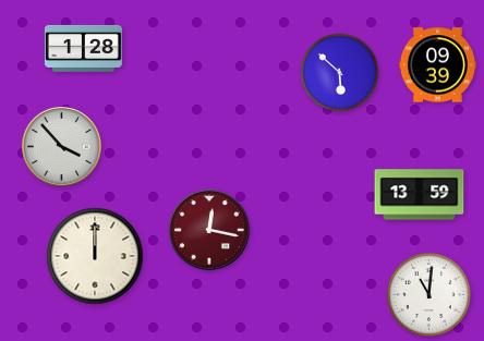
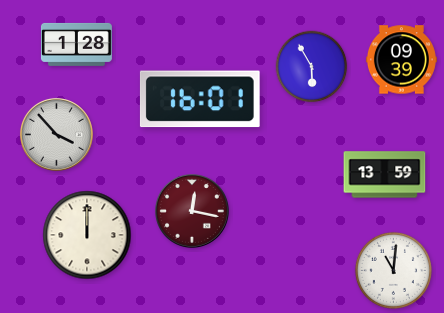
clock at (340, 73): 5:52 -> 5:55
clock at (200, 99): none -> 16:01
clock at (420, 195) position: (420, 195) -> (385, 175)
